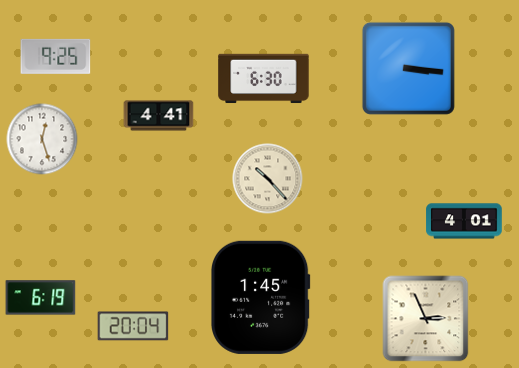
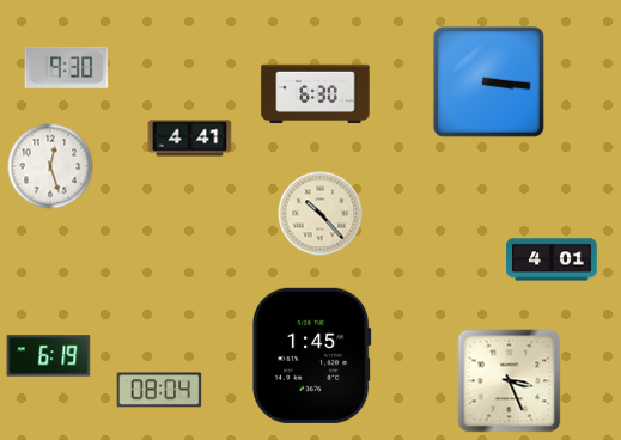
clock at (56, 56): 9:25 -> 9:30
clock at (464, 221) position: (464, 221) -> (552, 259)
clock at (426, 319): 2:56 -> 3:26
clock at (133, 326): 20:04 -> 08:04
